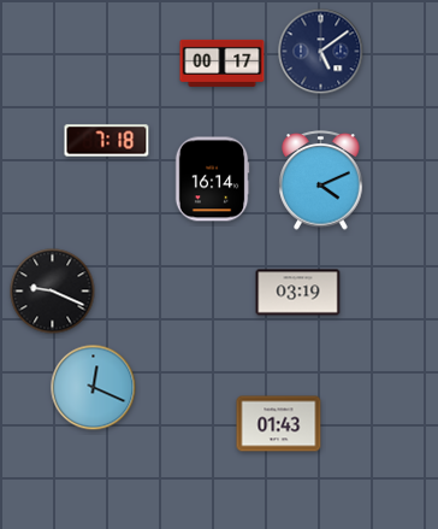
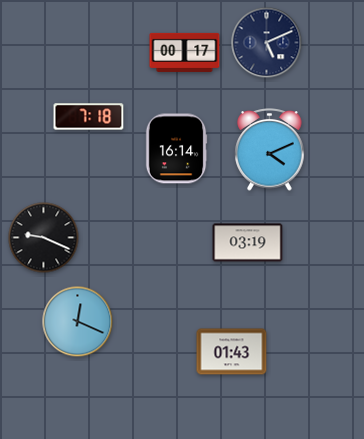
clock at (321, 52): 5:09 -> 5:11
clock at (321, 181) position: (321, 181) -> (270, 150)
clock at (53, 292) position: (53, 292) -> (44, 238)
